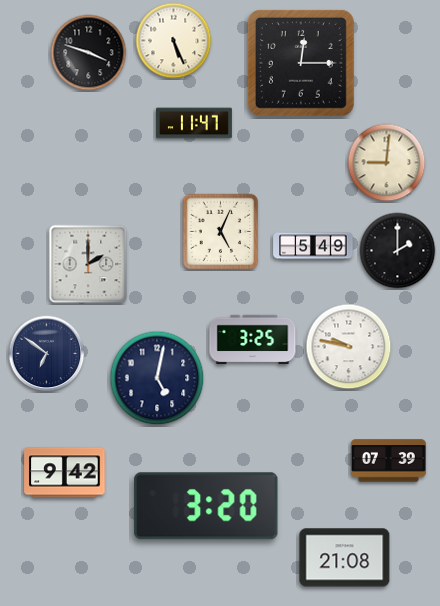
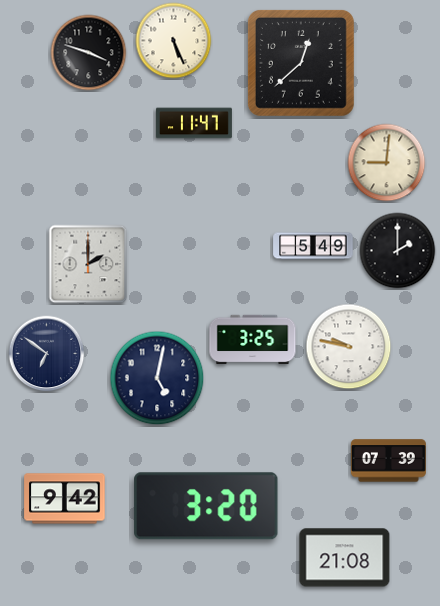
clock at (301, 63): 12:15 -> 12:38
clock at (221, 232): 5:04 -> none
clock at (65, 473) position: (65, 473) -> (65, 499)
